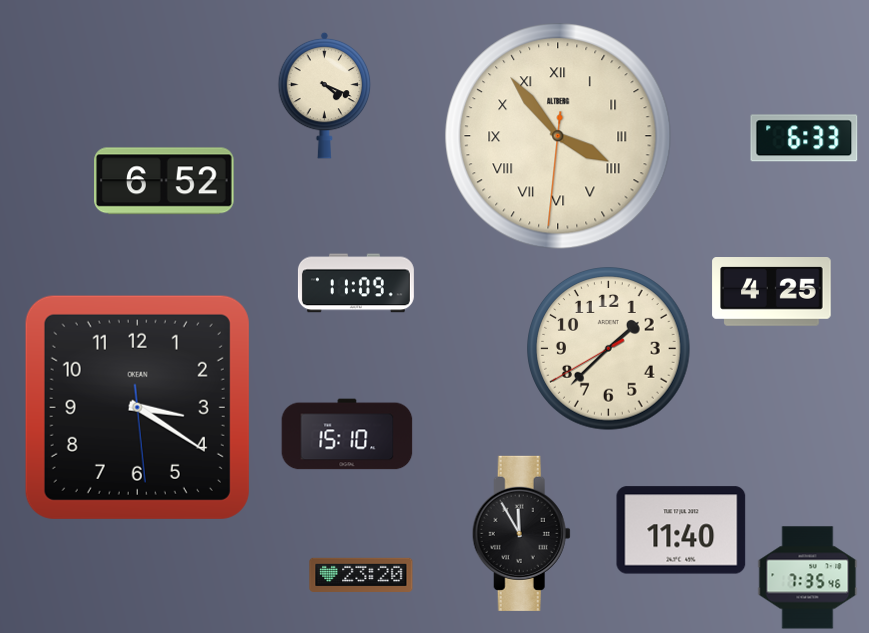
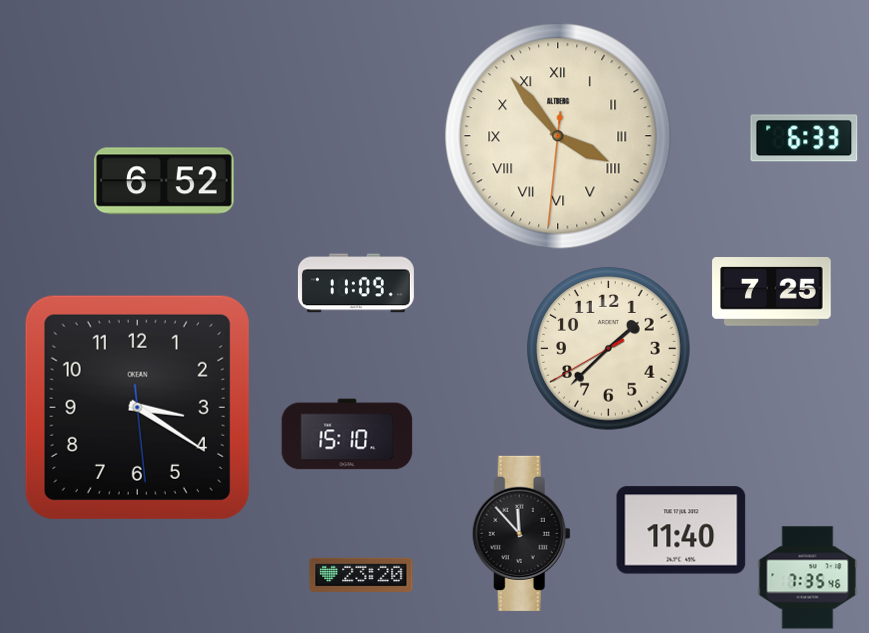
clock at (325, 95): 4:19 -> none
clock at (772, 292): 4:25 -> 7:25
clock at (521, 533): 11:55 -> 11:53
